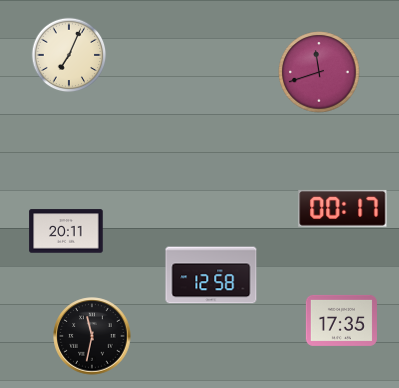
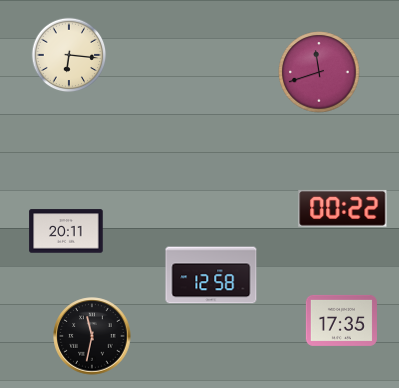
clock at (69, 55): 7:04 -> 6:16
clock at (343, 208): 00:17 -> 00:22
